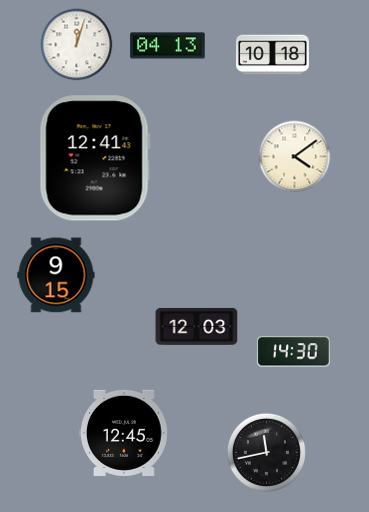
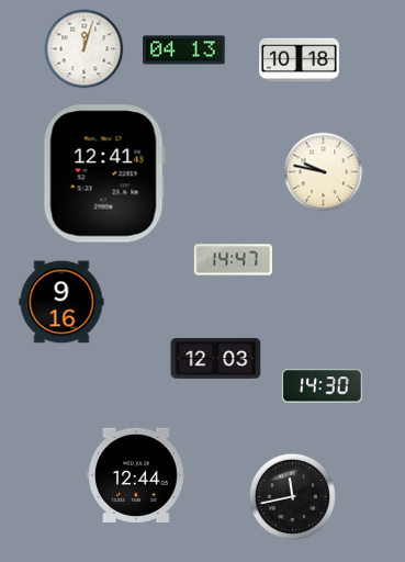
clock at (295, 157): 4:09 -> 9:47
clock at (233, 260): none -> 14:47
clock at (56, 275): 9:15 -> 9:16
clock at (125, 433): 12:45 -> 12:44
